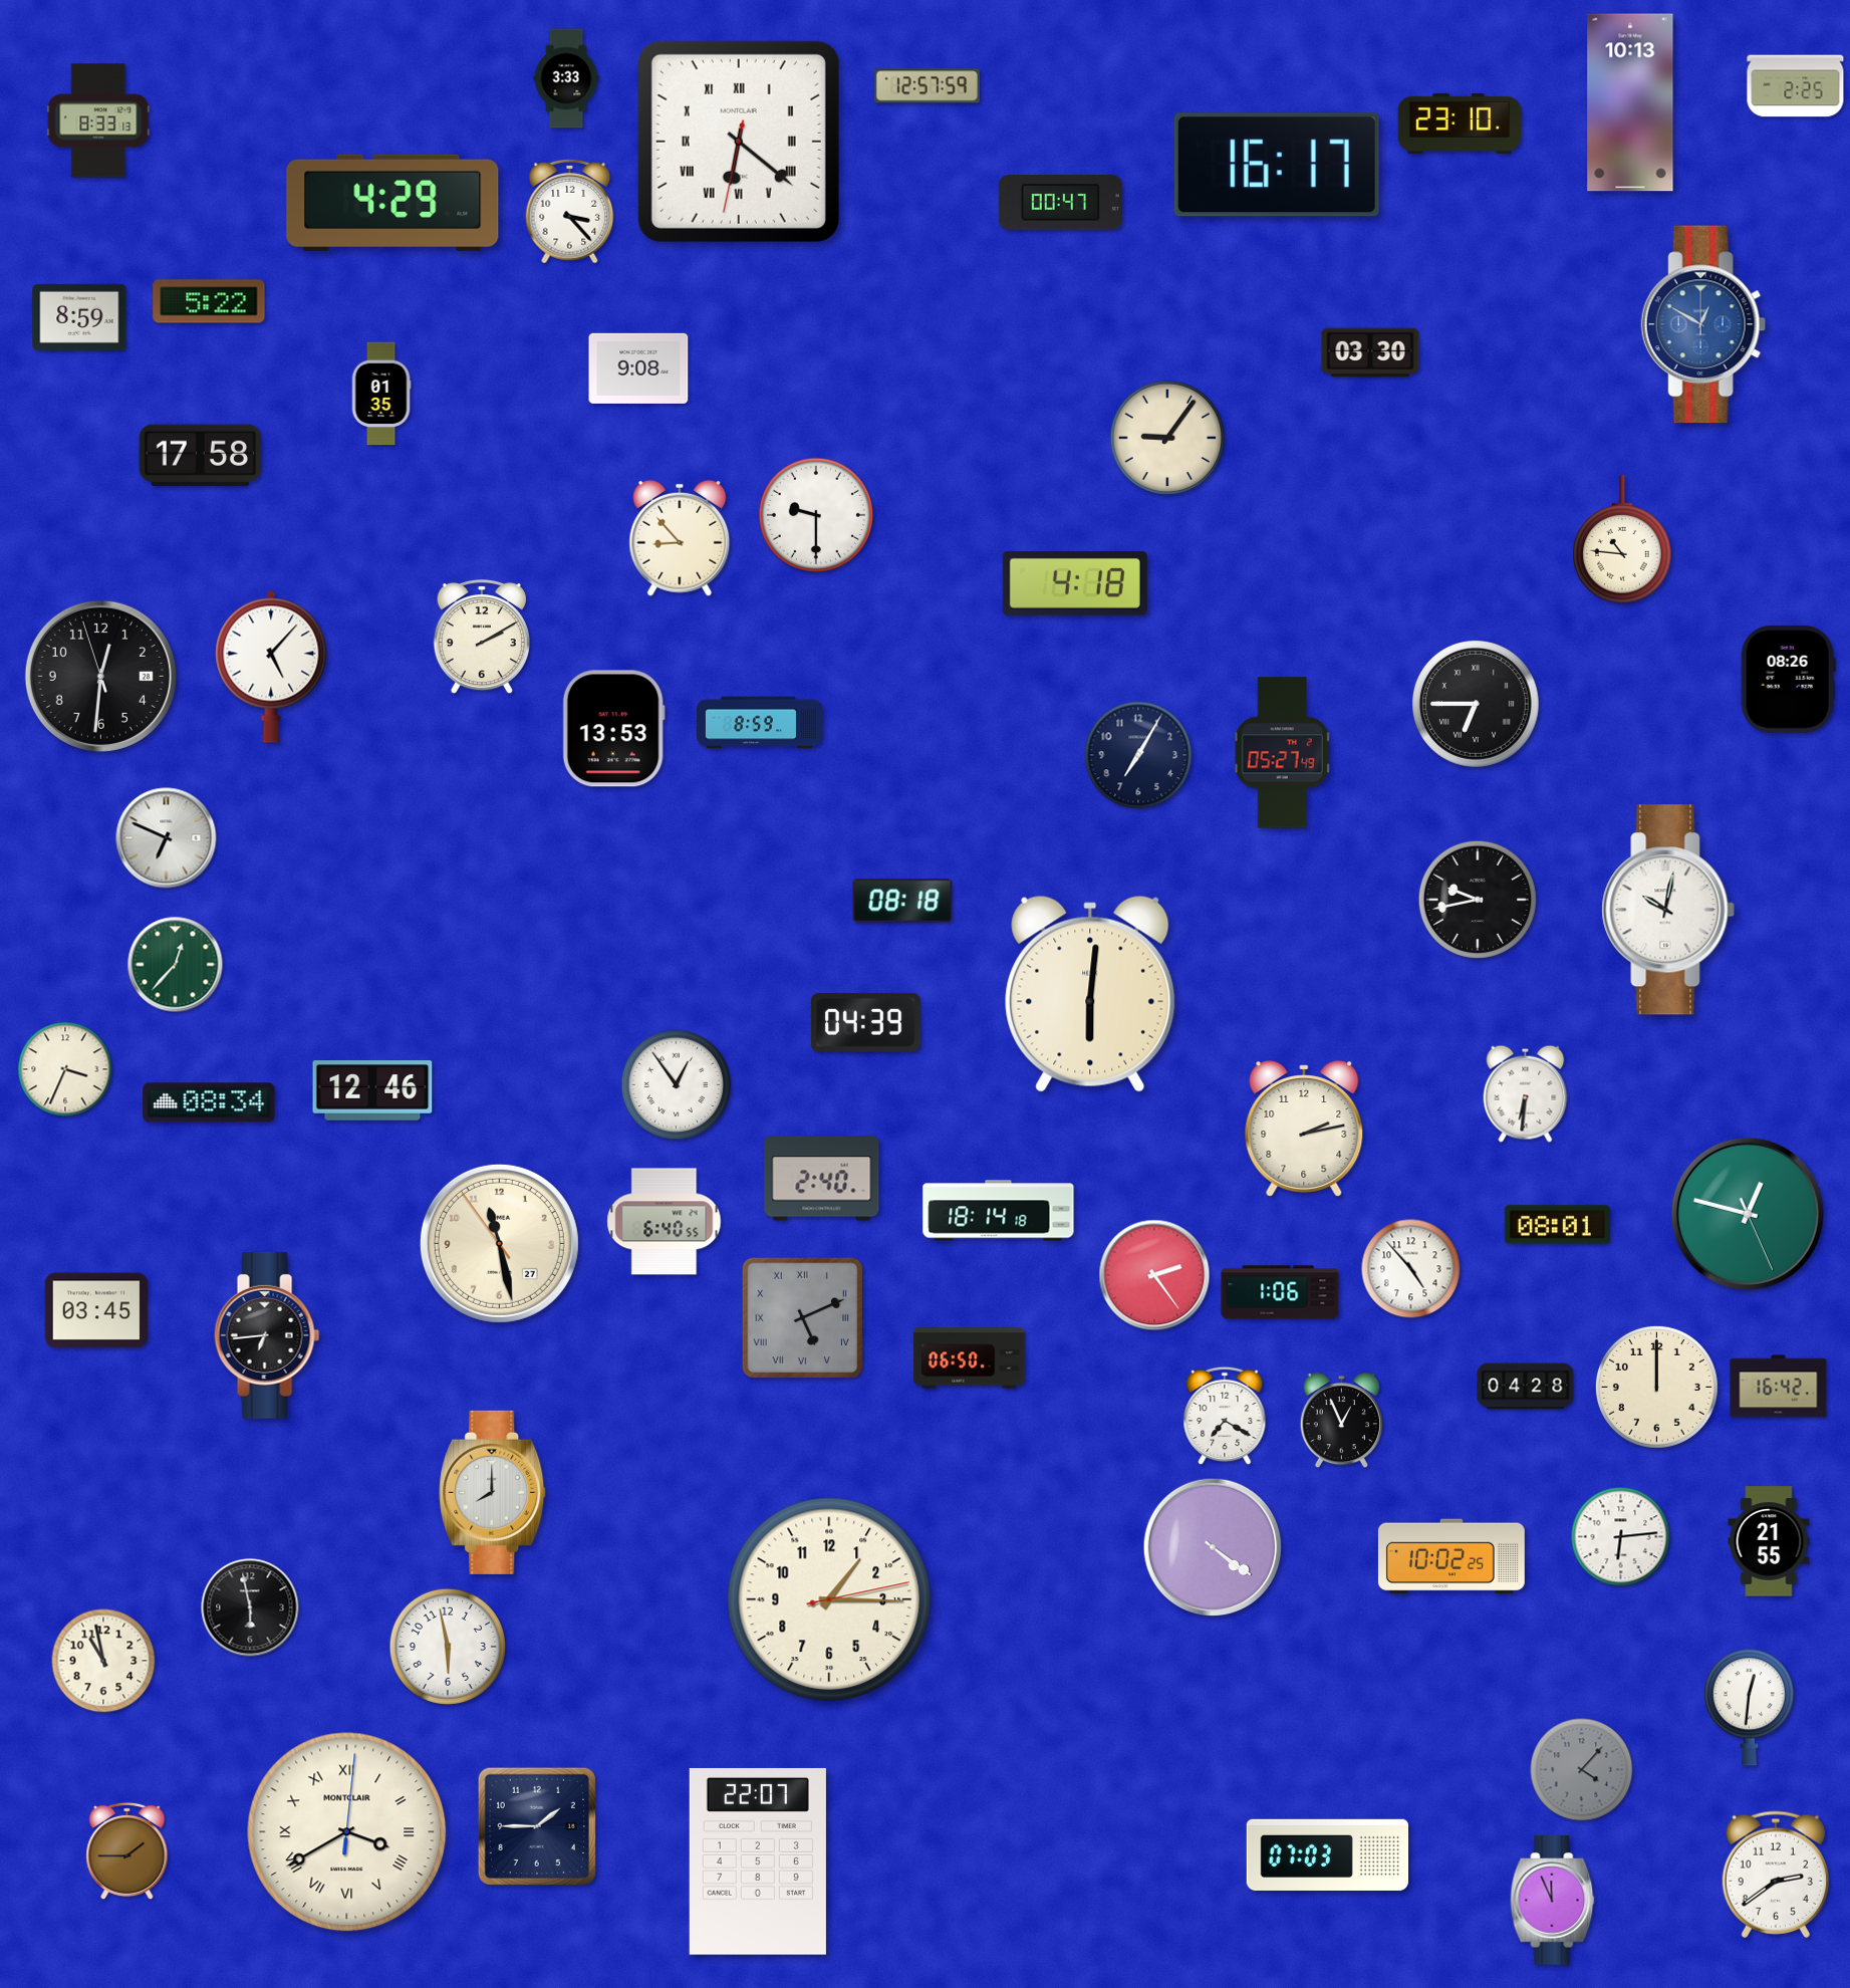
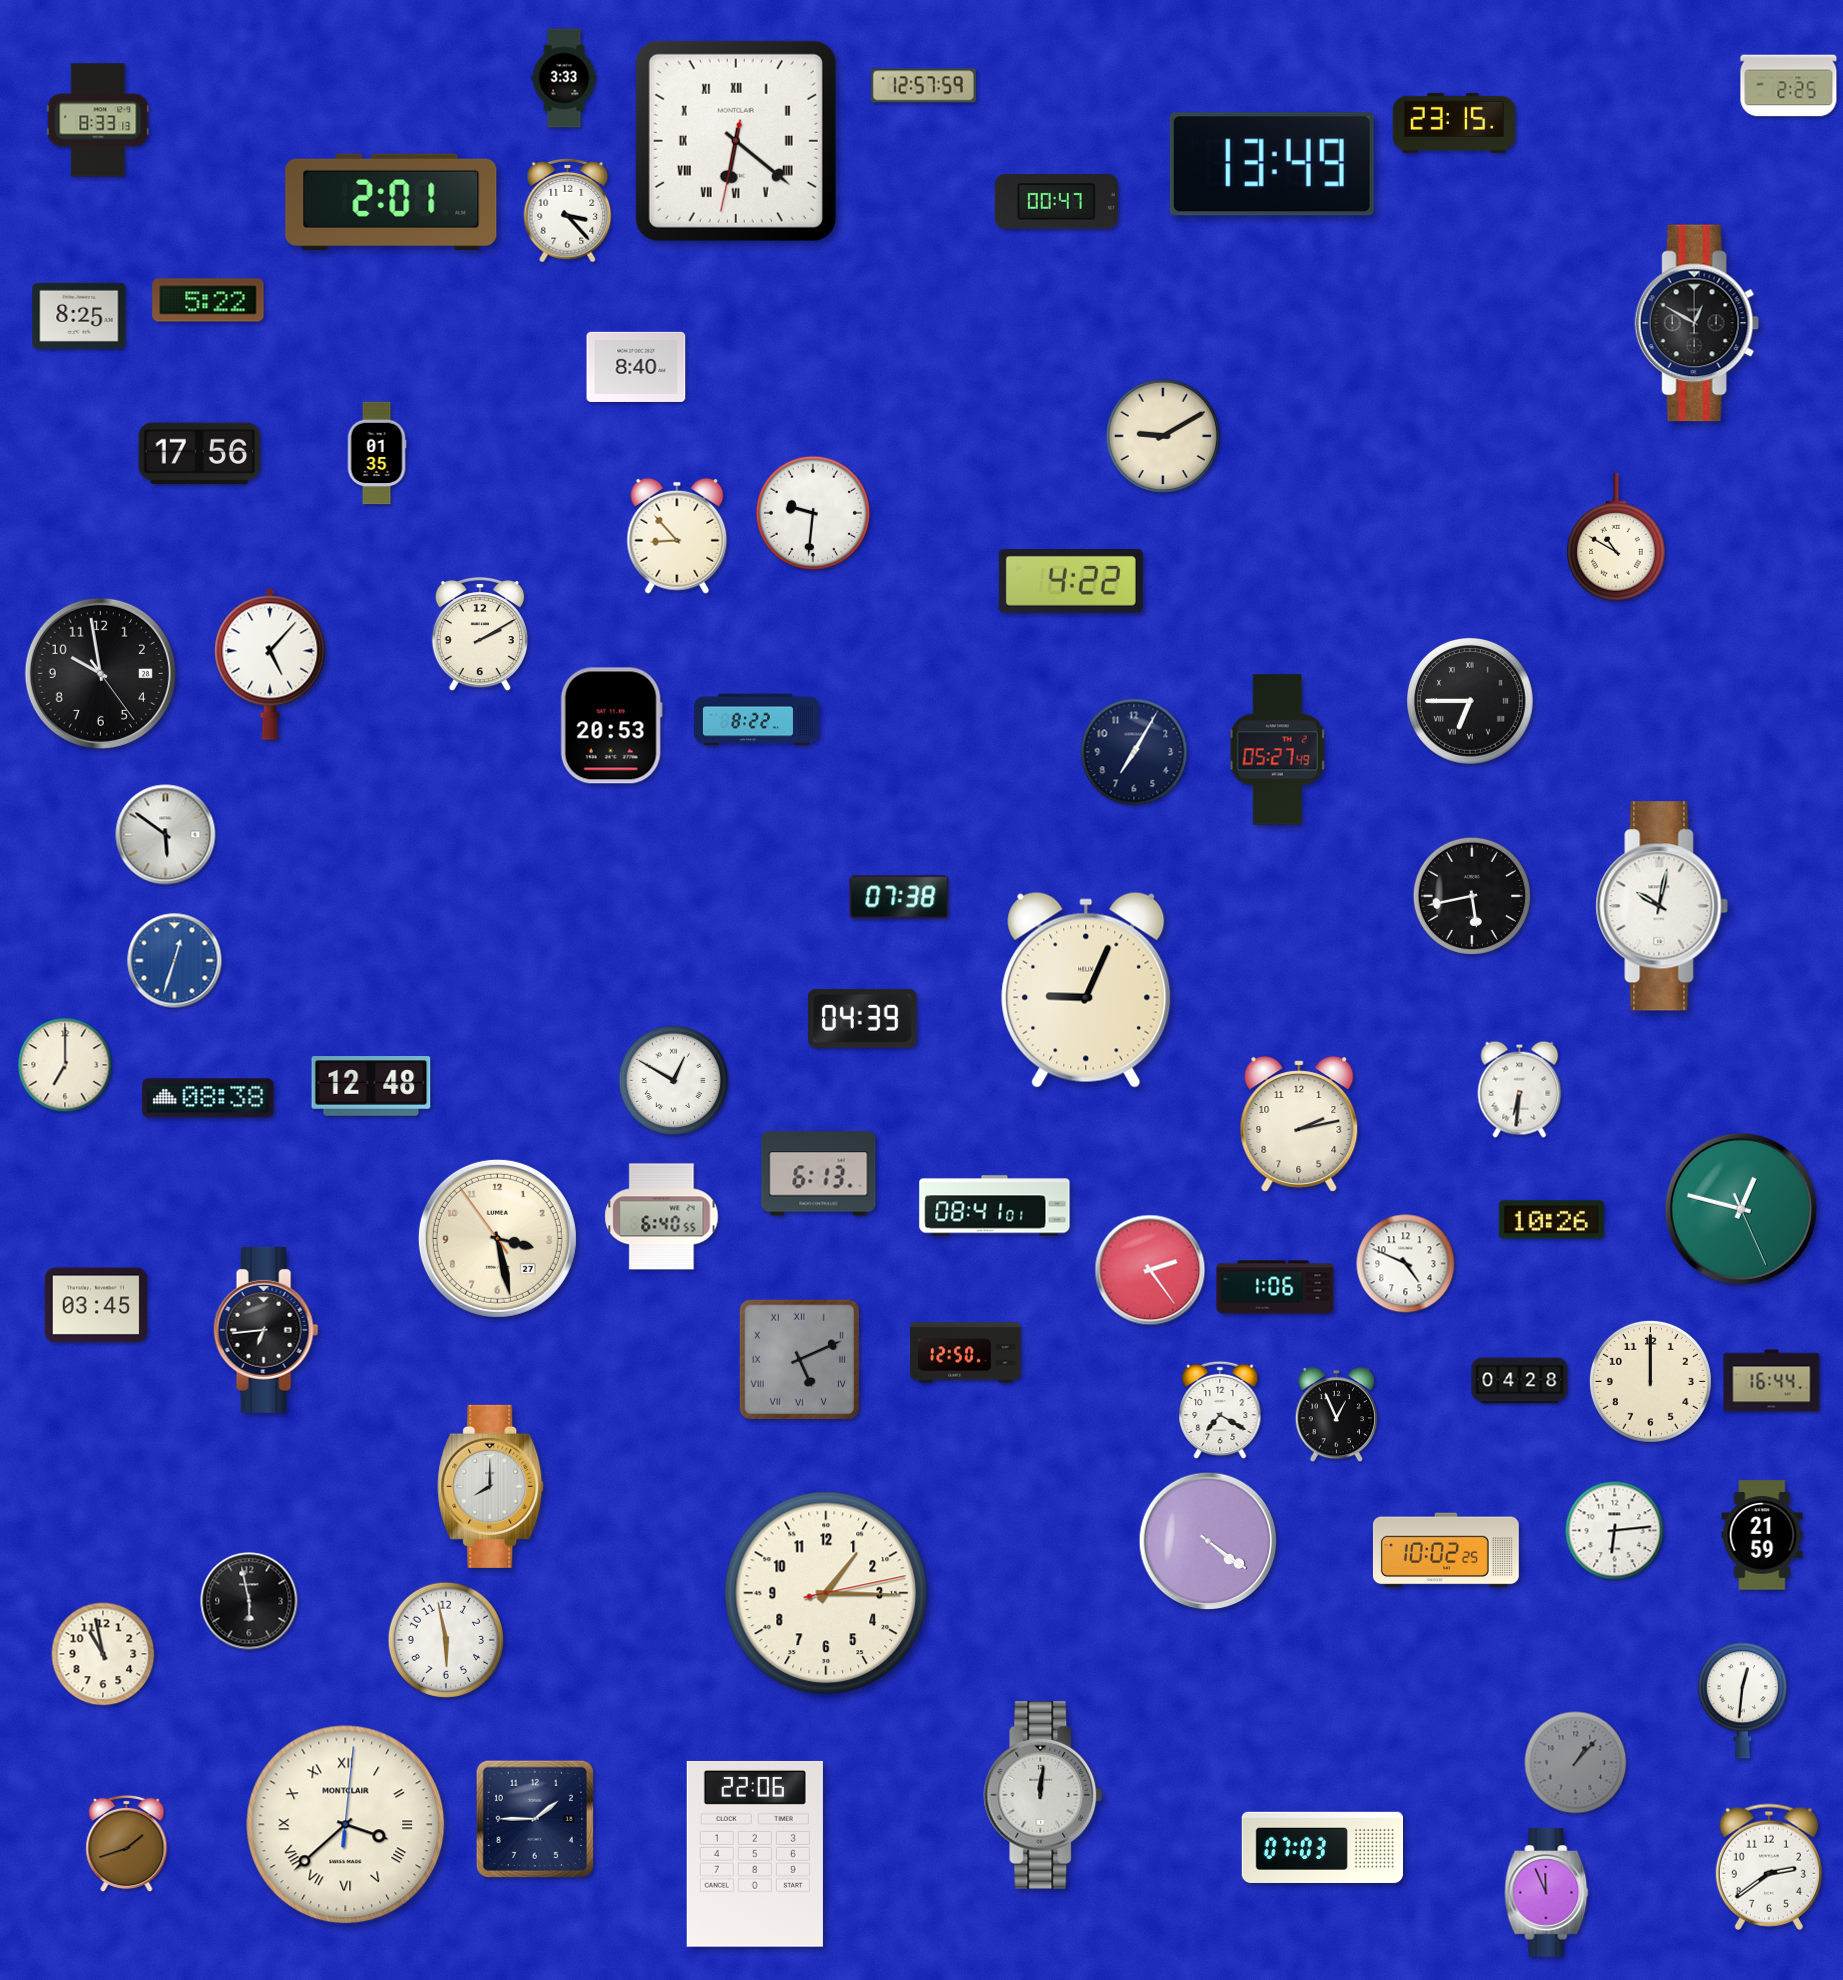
clock at (1630, 102): 10:13 -> none
clock at (1460, 123): 23:10 -> 23:15
clock at (1277, 165): 16:17 -> 13:49
clock at (392, 203): 4:29 -> 2:01
clock at (79, 317): 8:59 -> 8:25
clock at (1703, 324) dial: blue -> black
clock at (1370, 352): 03:30 -> none
clock at (638, 368): 9:08 -> 8:40
clock at (381, 394) position: (381, 394) -> (377, 453)
clock at (1166, 438): 9:06 -> 9:10
clock at (201, 456): 17:58 -> 17:56
clock at (815, 515): 9:30 -> 9:31
clock at (1623, 540): 10:46 -> 10:50
clock at (1075, 583): 4:18 -> 4:22
clock at (100, 676): 12:30 -> 9:58
clock at (1788, 679): 08:26 -> none
clock at (759, 723): 8:59 -> 8:22
clock at (613, 729): 13:53 -> 20:53
clock at (167, 838): 6:49 -> 5:51
clock at (1478, 900): 9:43 -> 5:43
clock at (902, 901): 08:18 -> 07:38
clock at (176, 965): 12:37 -> 12:33
clock at (176, 965) dial: green -> blue
clock at (1090, 994): 6:01 -> 9:04
clock at (65, 1069): 3:34 -> 7:00
clock at (677, 1085): 12:54 -> 12:50
clock at (372, 1090): 12:46 -> 12:48
clock at (209, 1102): 08:34 -> 08:38
clock at (822, 1179): 2:40 -> 6:13
clock at (999, 1211): 18:14 -> 08:41
clock at (1557, 1225): 08:01 -> 10:26
clock at (499, 1243): 11:27 -> 3:27
clock at (1411, 1269): 4:53 -> 4:49
clock at (802, 1317) position: (802, 1317) -> (799, 1359)
clock at (970, 1358): 06:50 -> 12:50
clock at (1779, 1387): 16:42 -> 16:44
clock at (1769, 1541): 21:55 -> 21:59
clock at (1582, 1770): 4:07 -> 1:07
clock at (1043, 1795): none -> 12:01
clock at (347, 1832): 3:40 -> 3:38
clock at (127, 1851): 1:45 -> 1:42
clock at (758, 1861): 22:07 -> 22:06
